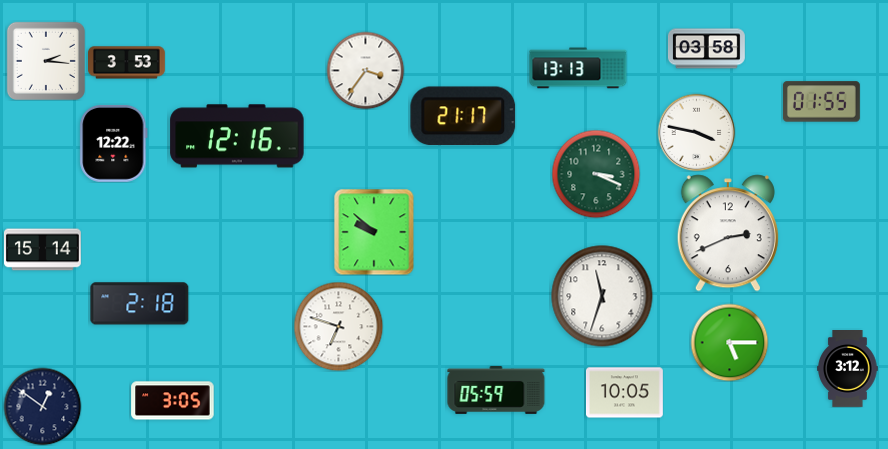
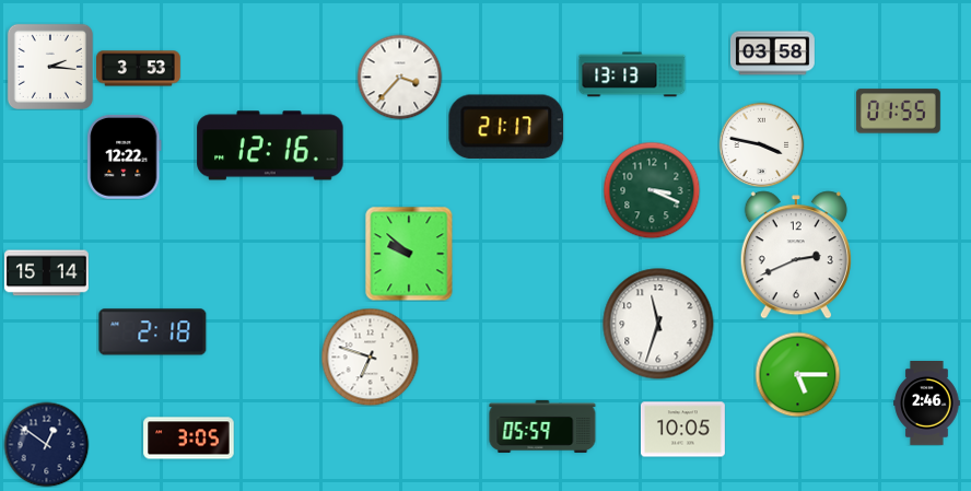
clock at (365, 70): 3:36 -> 3:37
clock at (237, 136) position: (237, 136) -> (270, 145)
clock at (848, 369): 3:12 -> 2:46
